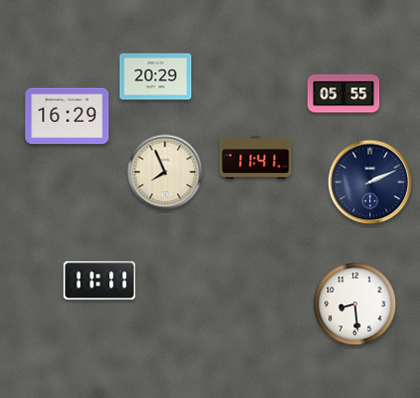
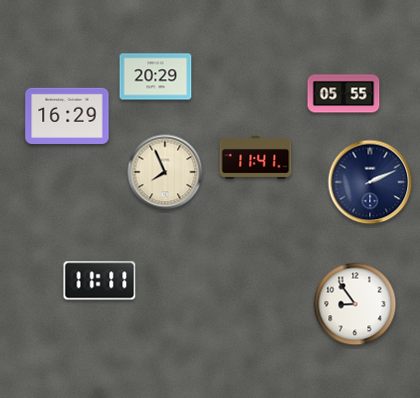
clock at (355, 304): 8:29 -> 8:54
